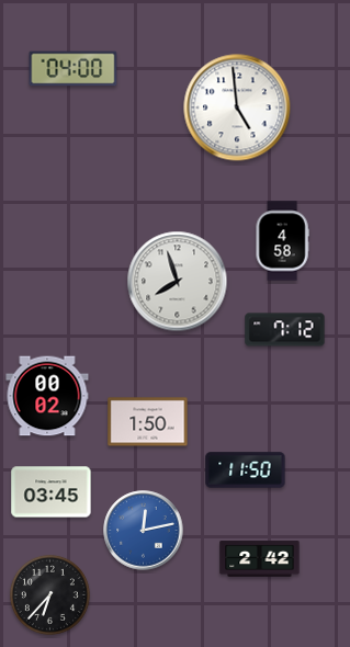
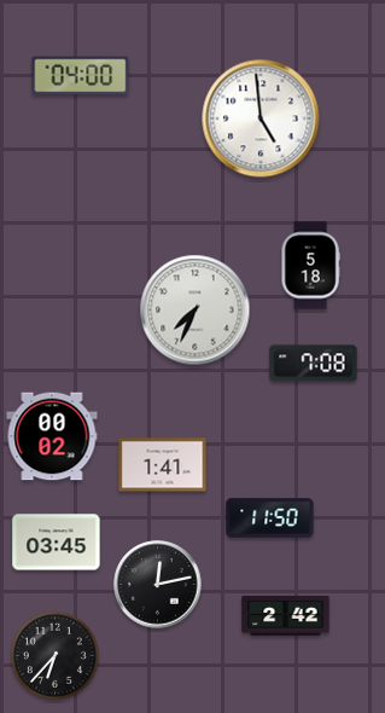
clock at (282, 241): 4:58 -> 5:18
clock at (178, 282): 7:57 -> 7:34
clock at (285, 330): 7:12 -> 7:08
clock at (148, 422): 1:50 -> 1:41
clock at (144, 531) dial: blue -> black
